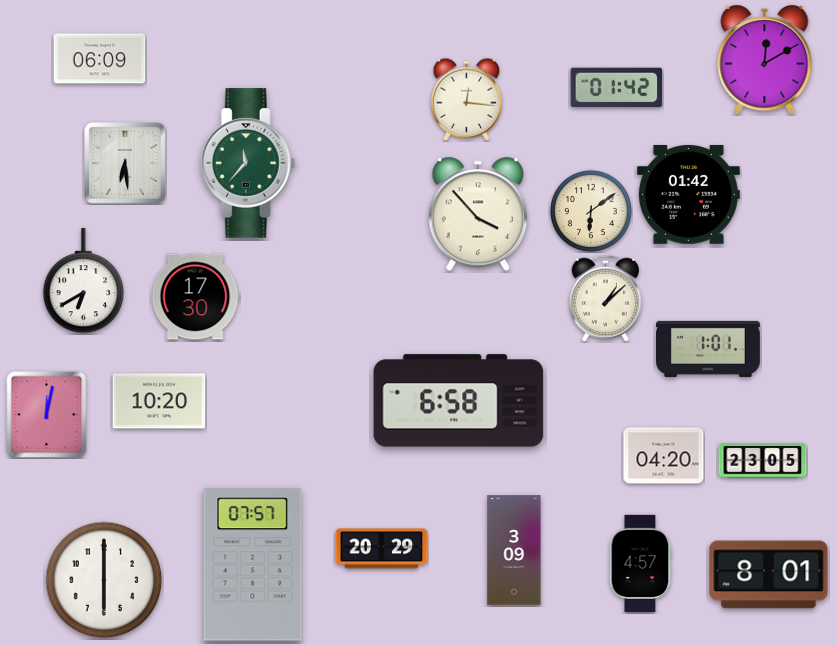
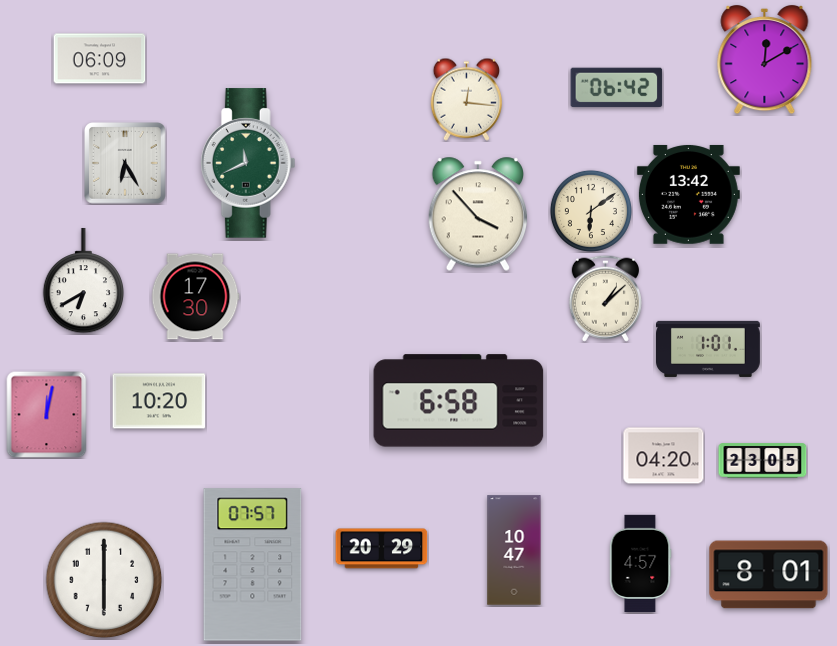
clock at (617, 88): 01:42 -> 06:42
clock at (248, 163): 11:37 -> 11:41
clock at (126, 164): 6:29 -> 6:25
clock at (688, 194): 01:42 -> 13:42
clock at (514, 550): 3:09 -> 10:47
